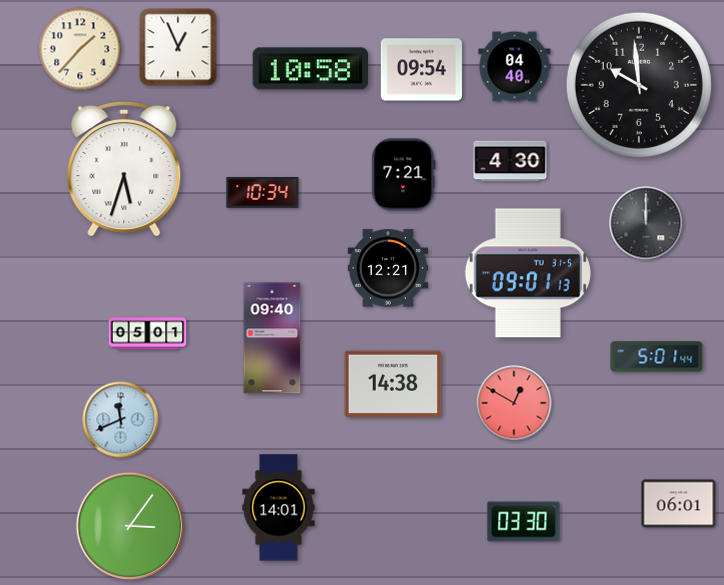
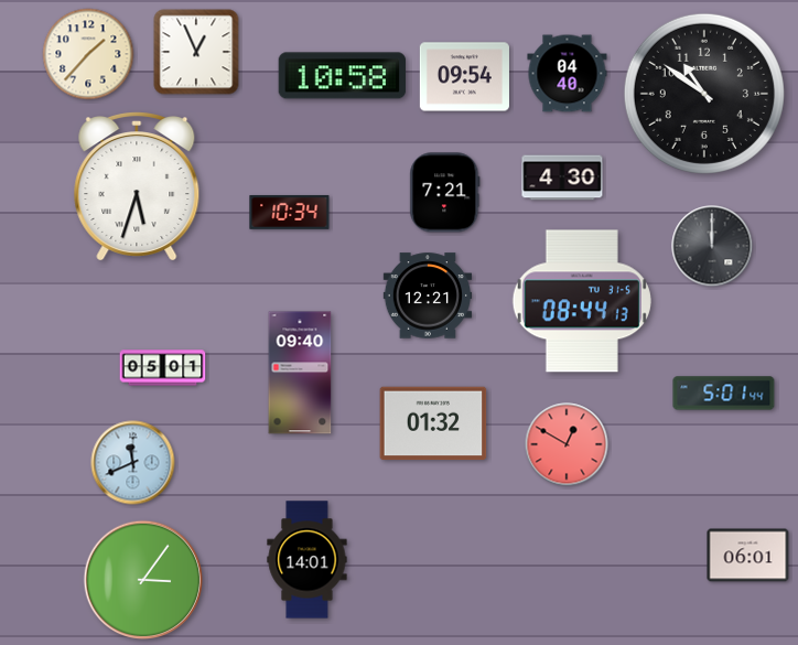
clock at (639, 85): 9:59 -> 10:51
clock at (528, 273): 09:01 -> 08:44
clock at (393, 384): 14:38 -> 01:32
clock at (524, 522): 03:30 -> none
